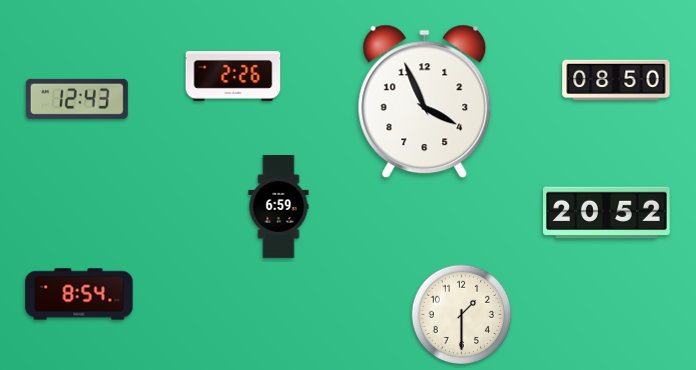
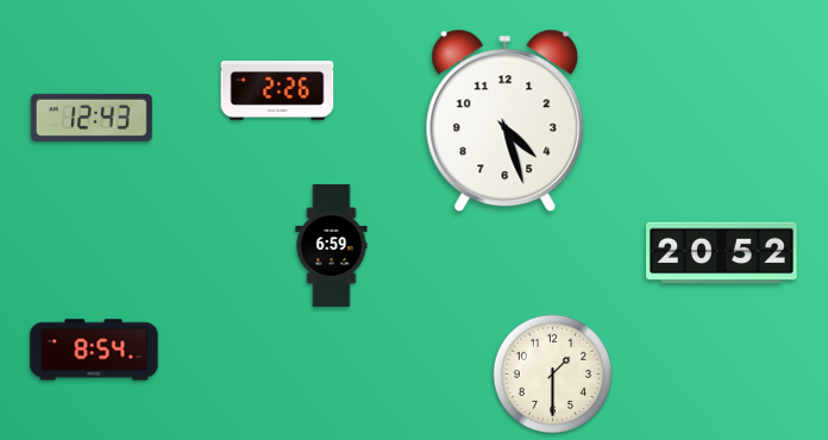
clock at (616, 80): 08:50 -> none
clock at (425, 102): 3:56 -> 4:27
clock at (462, 315) position: (462, 315) -> (553, 375)
